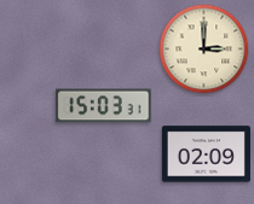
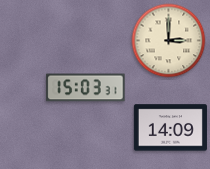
clock at (206, 155): 02:09 -> 14:09
